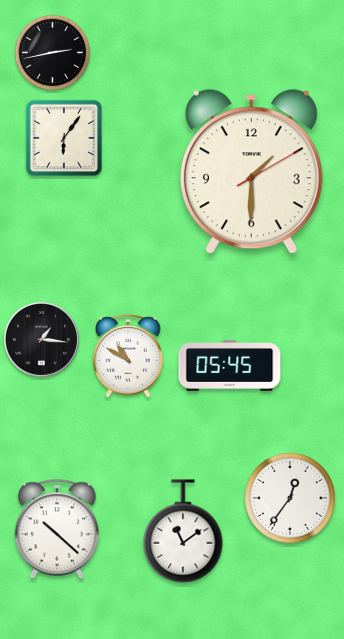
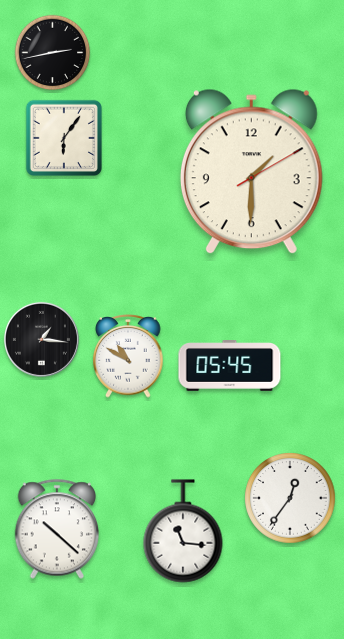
clock at (183, 531): 11:09 -> 11:16
